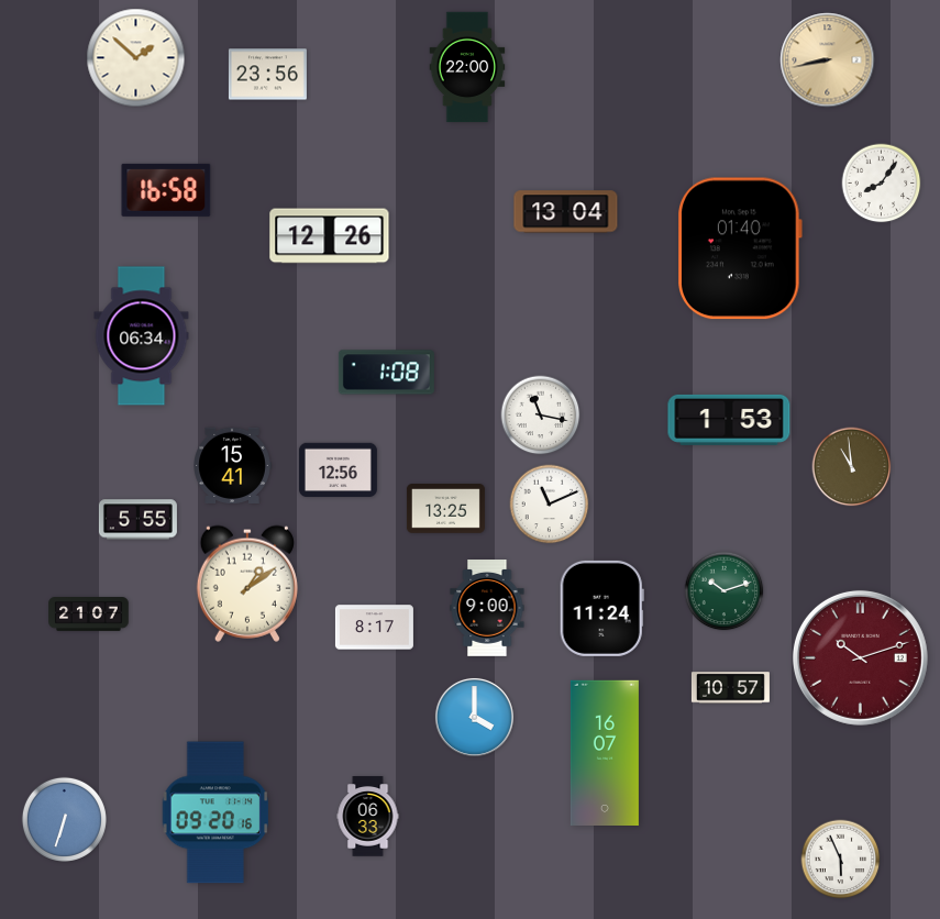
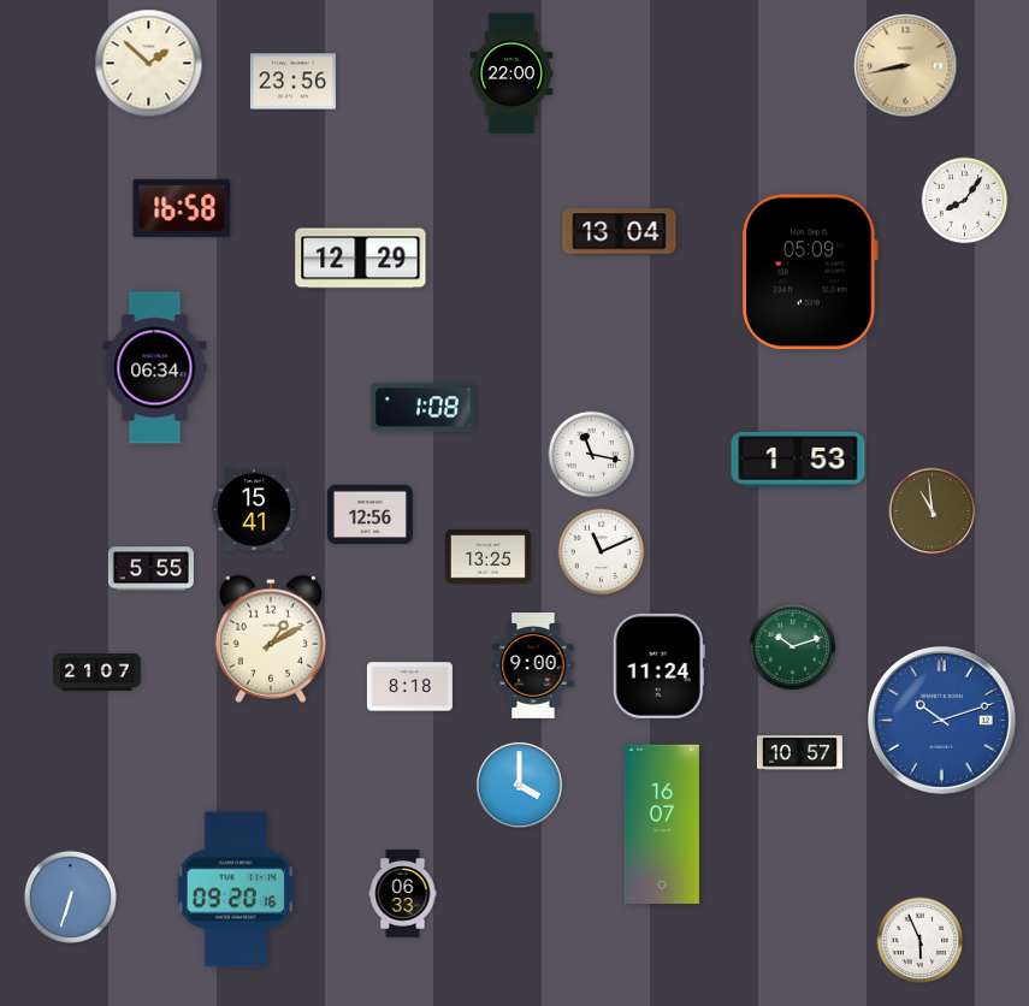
clock at (330, 236): 12:26 -> 12:29
clock at (740, 248): 01:40 -> 05:09
clock at (247, 584): 1:09 -> 1:10
clock at (374, 628): 8:17 -> 8:18
clock at (860, 657) dial: burgundy -> blue
